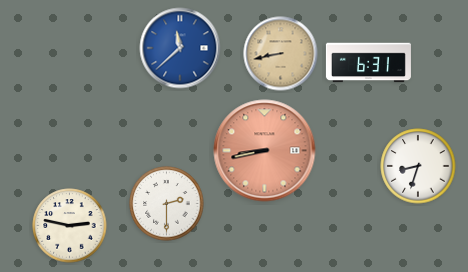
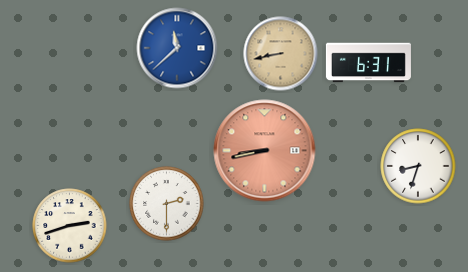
clock at (180, 48) position: (180, 48) -> (177, 48)
clock at (70, 226): 2:47 -> 2:42
